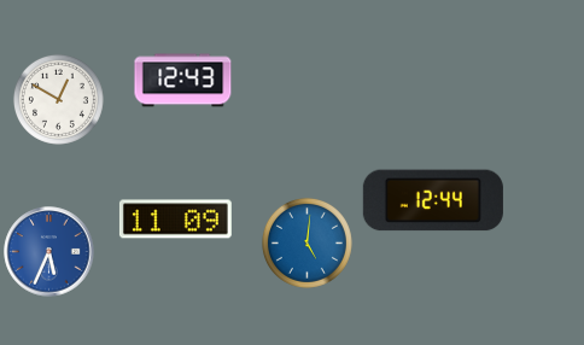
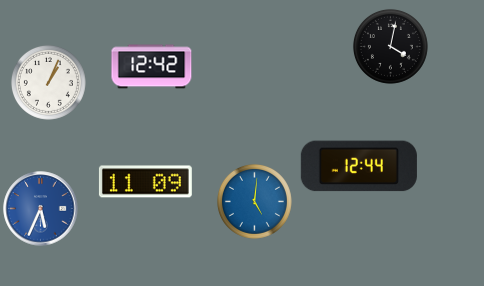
clock at (390, 46): none -> 4:02
clock at (183, 81): 12:43 -> 12:42
clock at (58, 99): 12:50 -> 1:04
